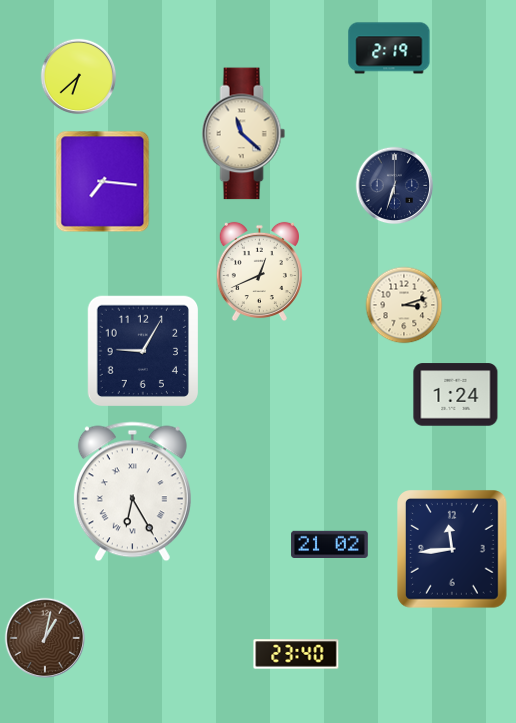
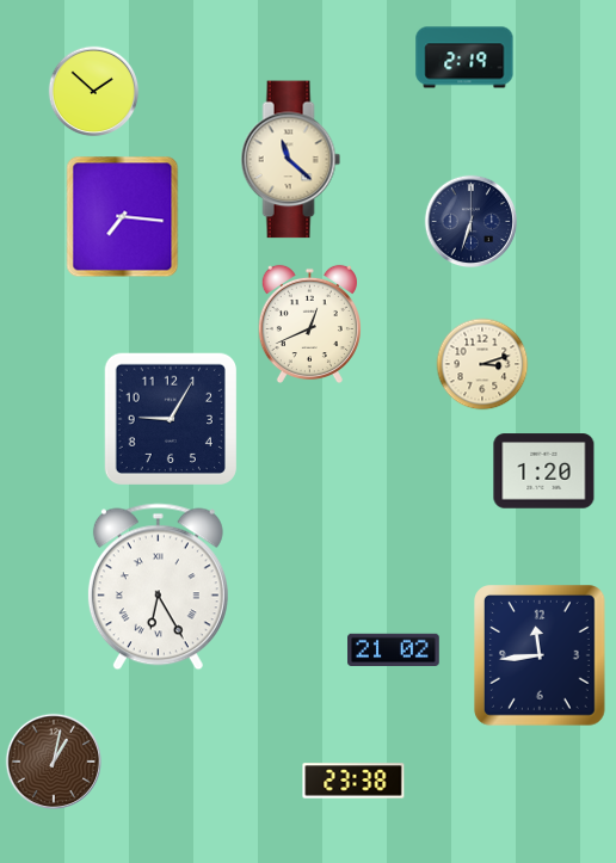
clock at (79, 77): 6:38 -> 1:52
clock at (456, 395): 1:24 -> 1:20
clock at (296, 654): 23:40 -> 23:38
